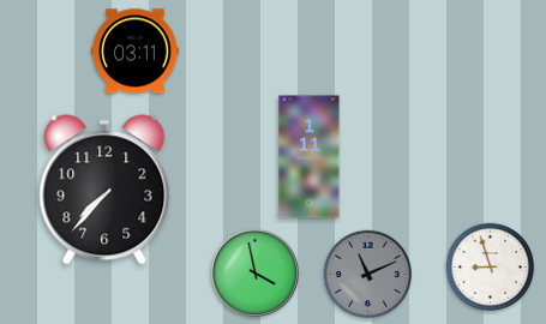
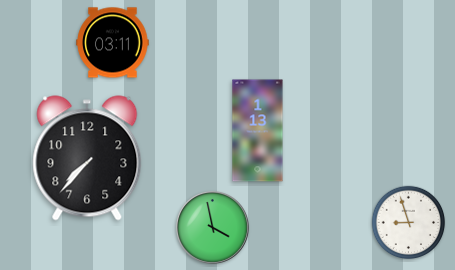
clock at (310, 157): 1:11 -> 1:13
clock at (368, 275): 11:11 -> none
